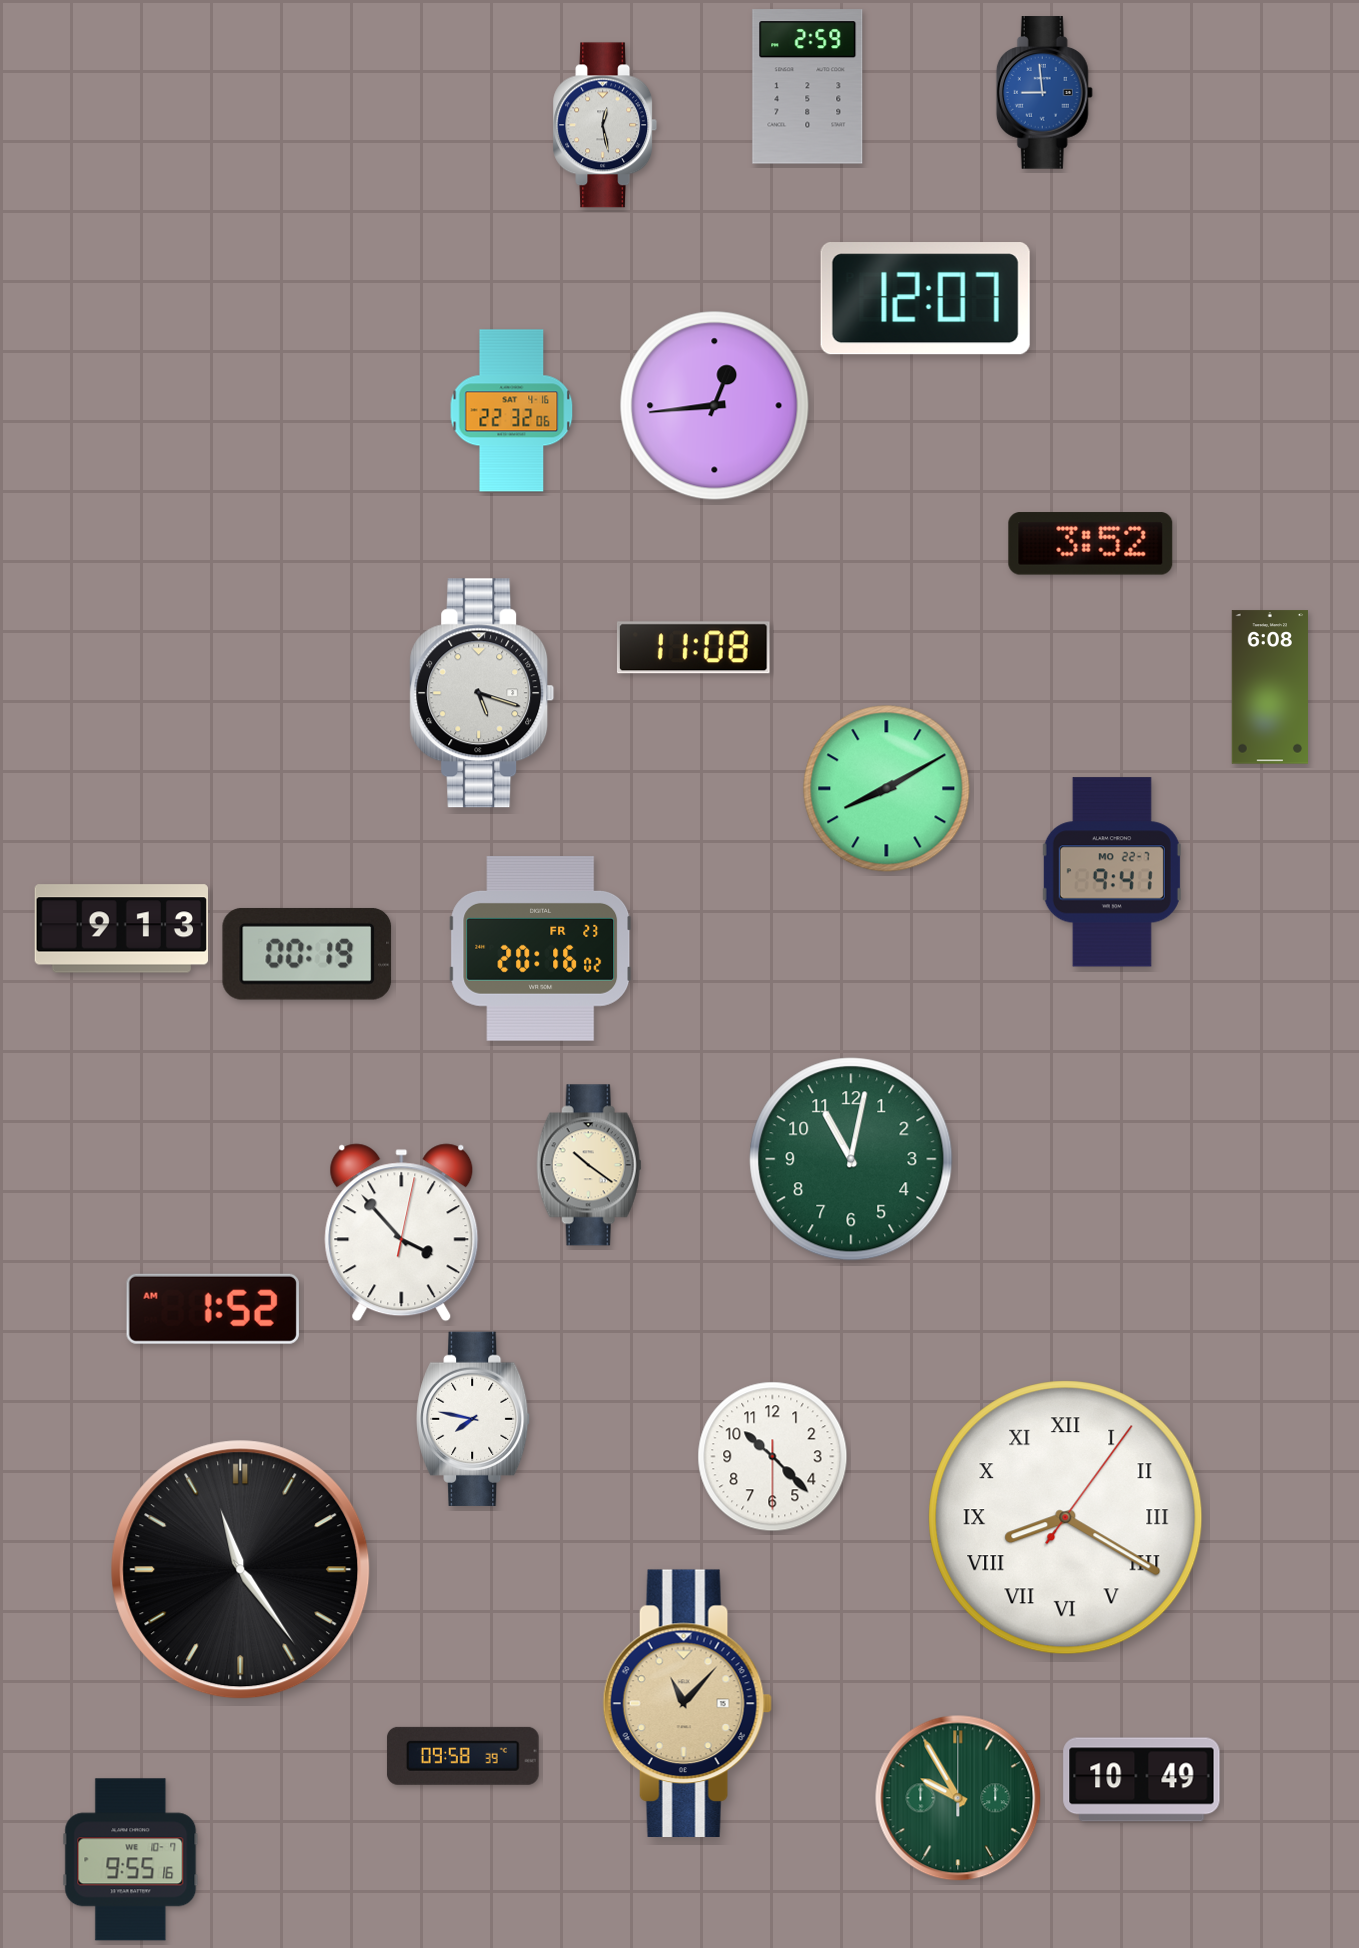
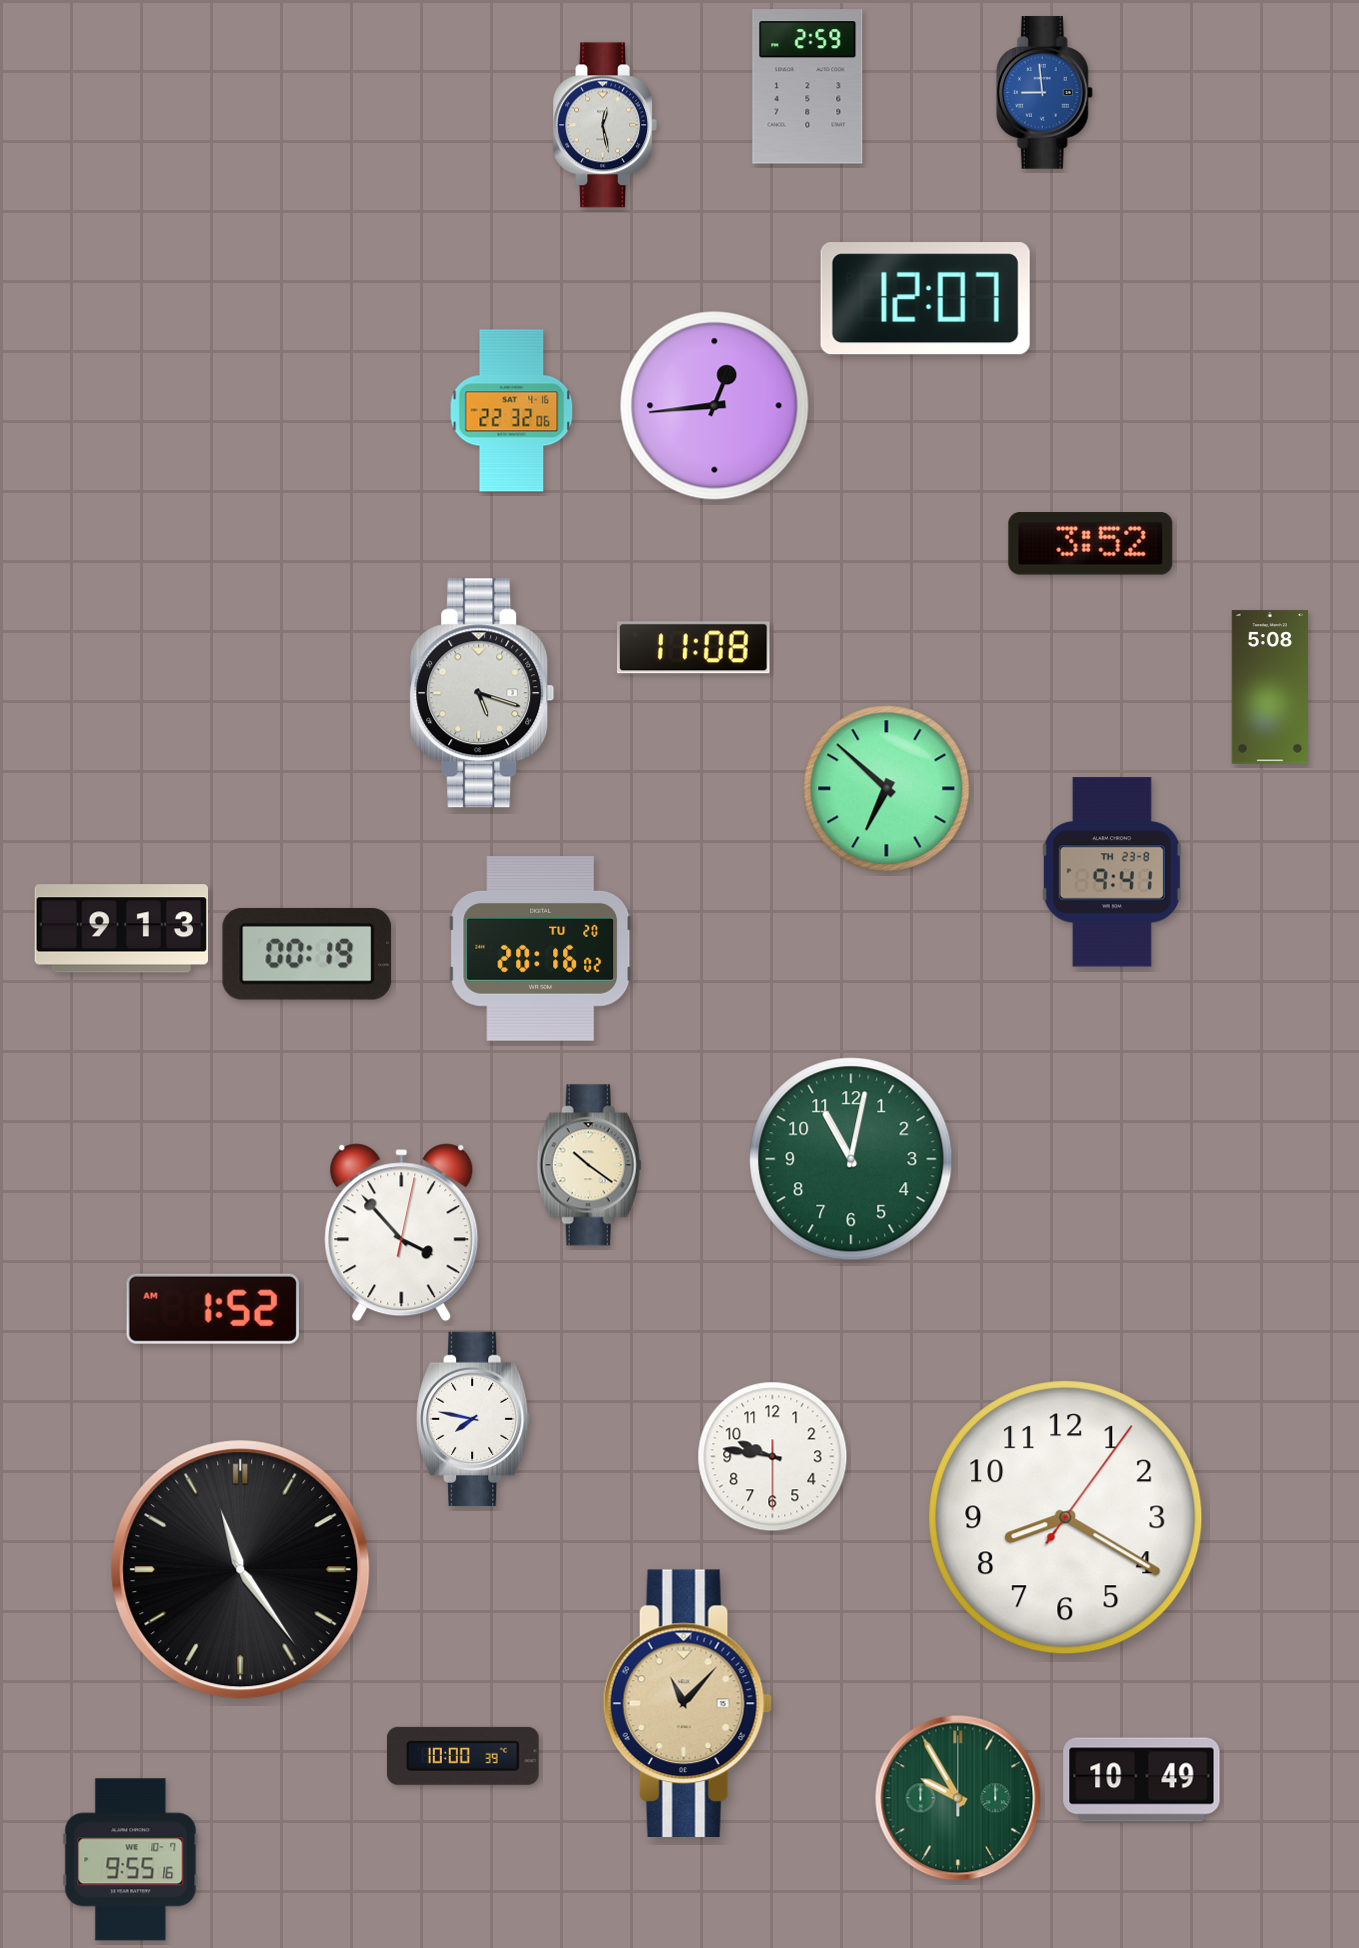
clock at (1269, 687): 6:08 -> 5:08
clock at (887, 789): 8:10 -> 6:52
clock at (1112, 872) date: MO 22-7 -> TH 23-8
clock at (541, 949) date: FR 23 -> TU 20
clock at (773, 1457): 10:22 -> 9:46
clock at (1066, 1518) numerals: Roman -> Arabic
clock at (463, 1756): 09:58 -> 10:00
